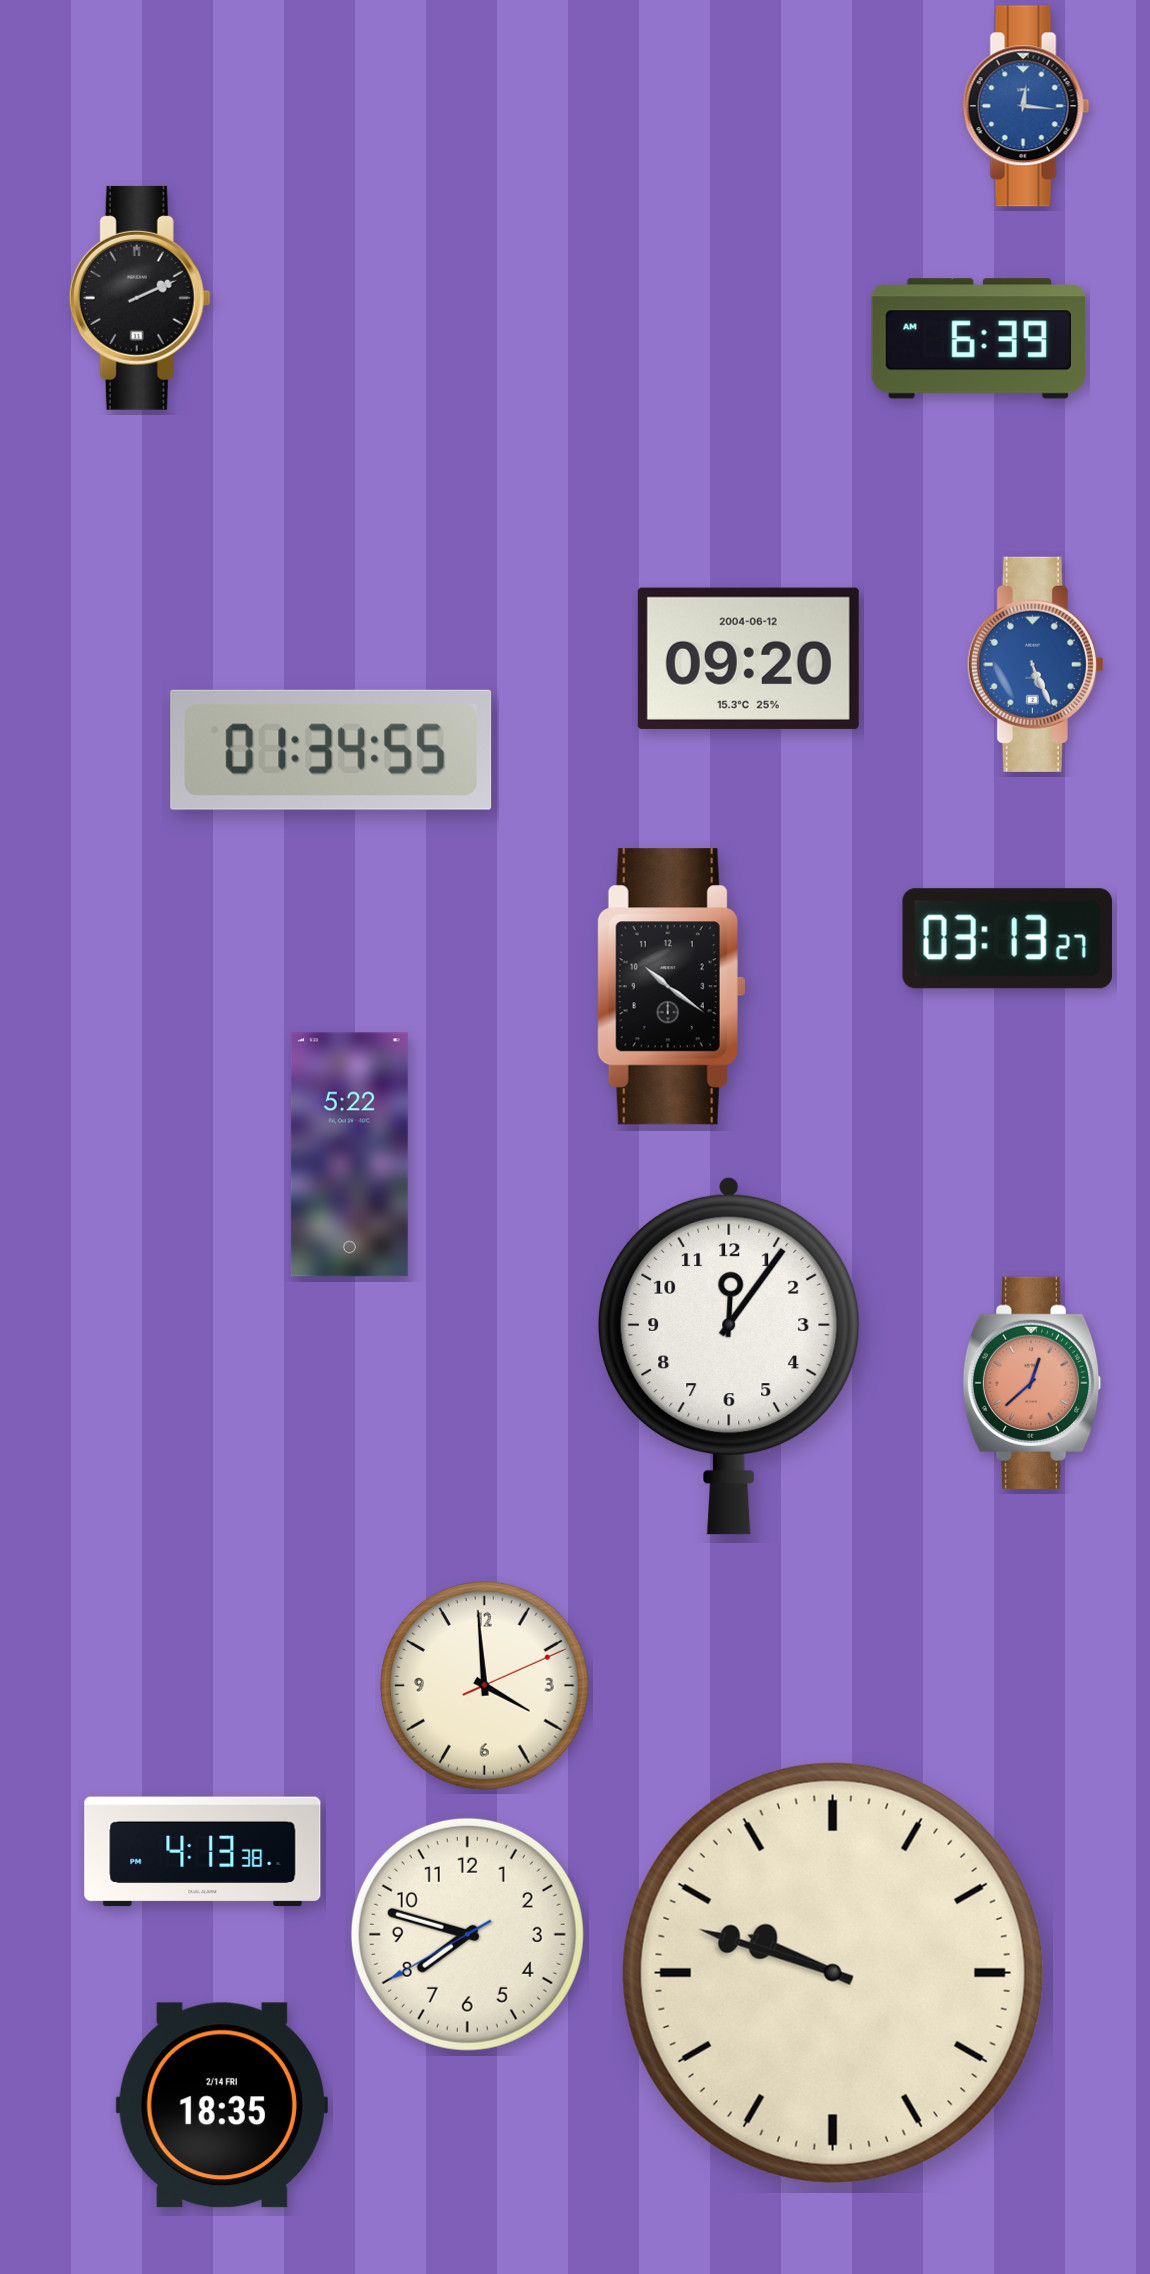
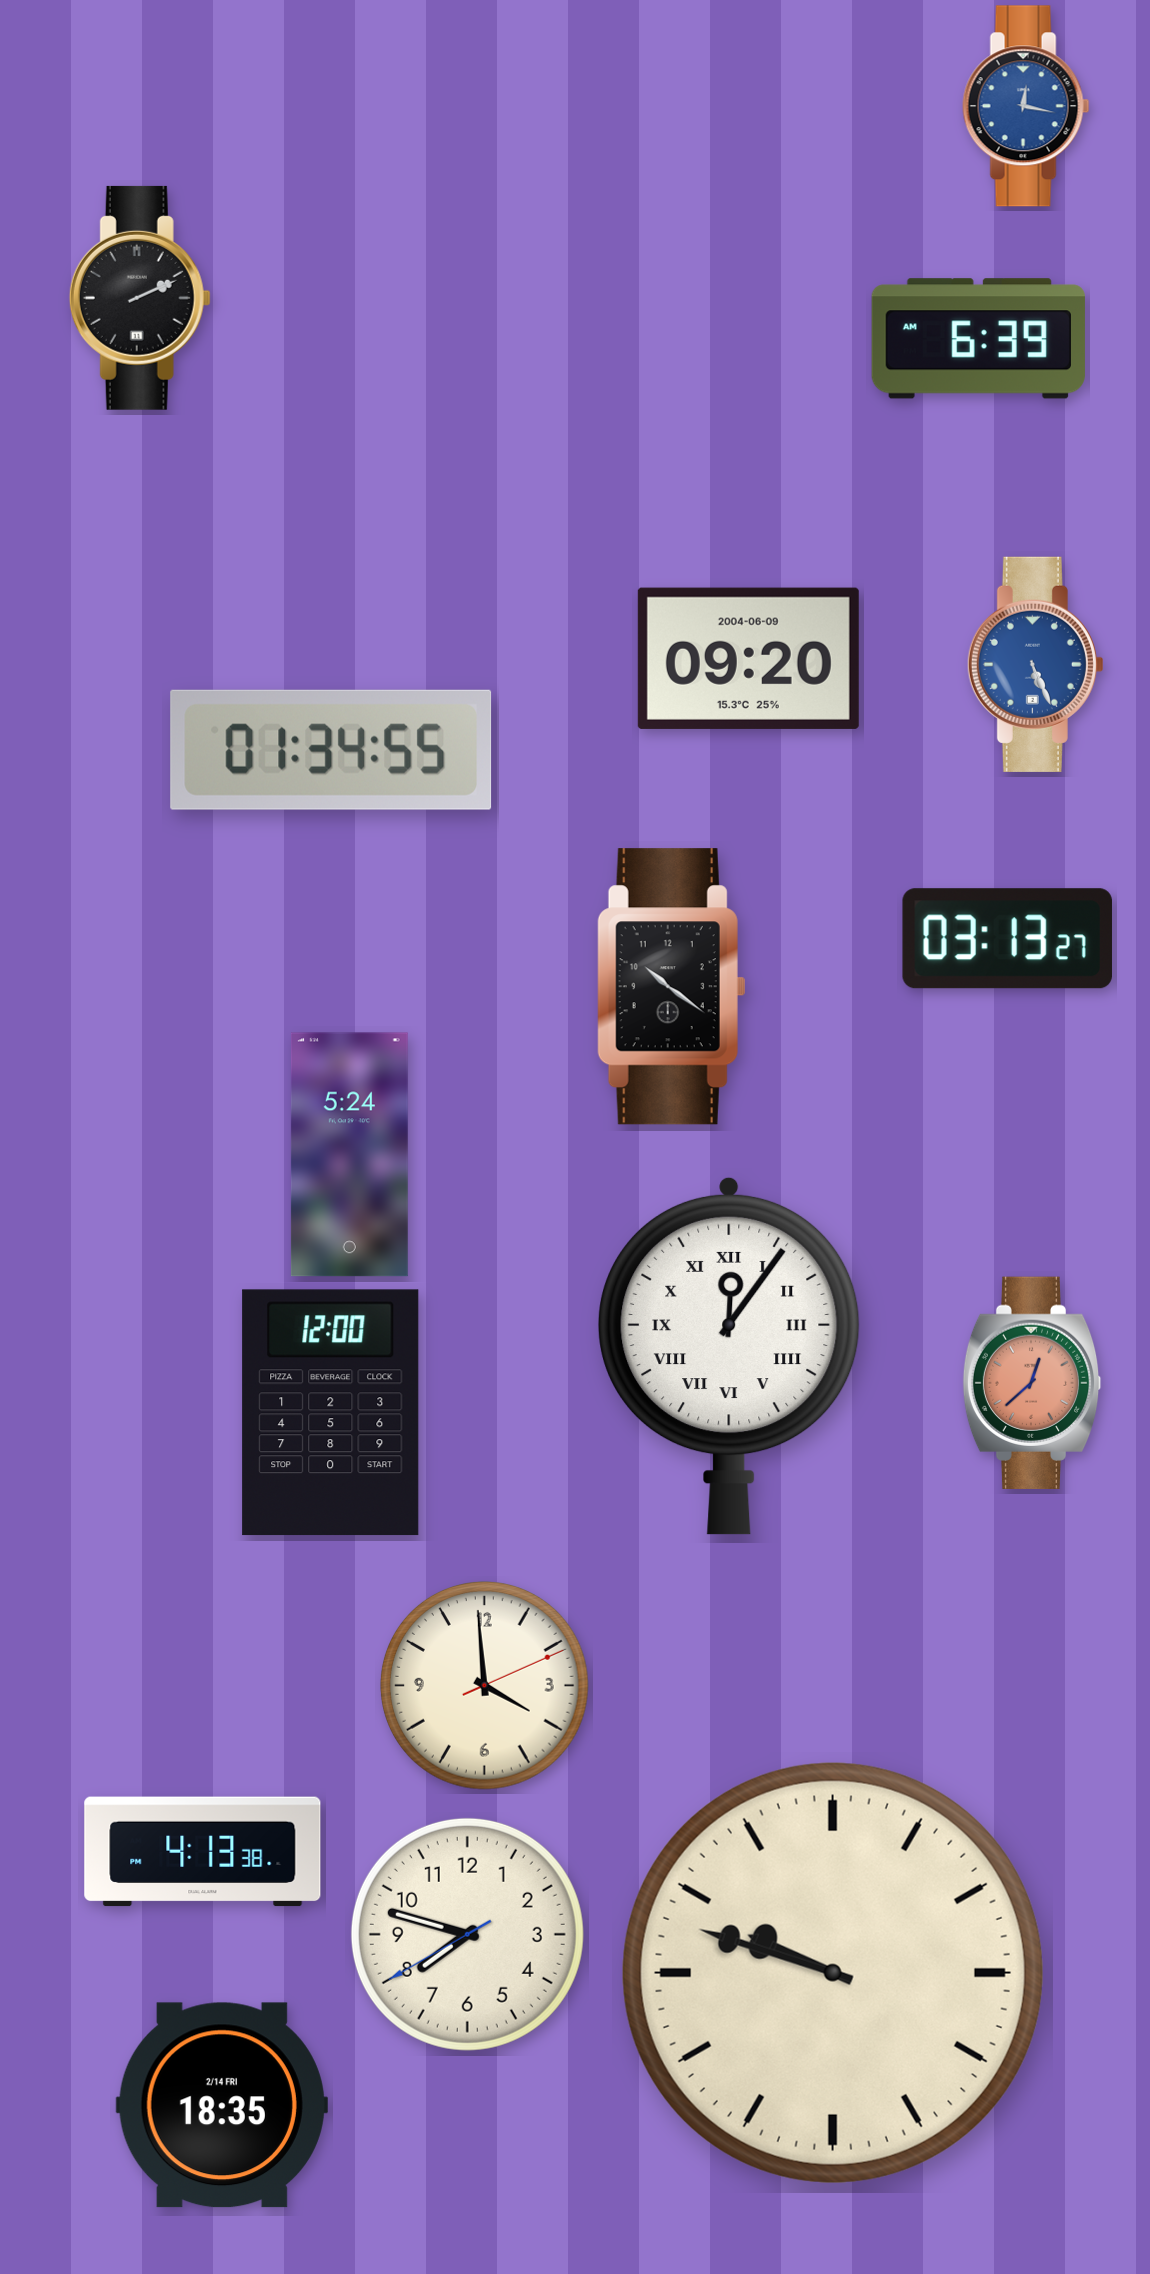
clock at (1026, 106): 12:16 -> 12:17
clock at (748, 658) date: 2004-06-12 -> 2004-06-09
clock at (349, 1155): 5:22 -> 5:24
clock at (729, 1356) numerals: Arabic -> Roman
clock at (331, 1413): none -> 12:00
